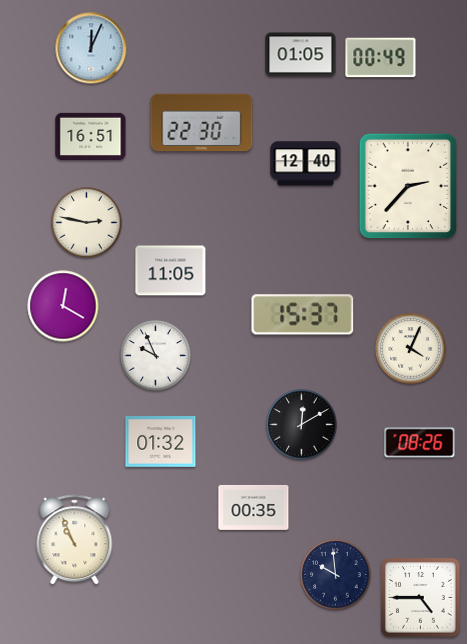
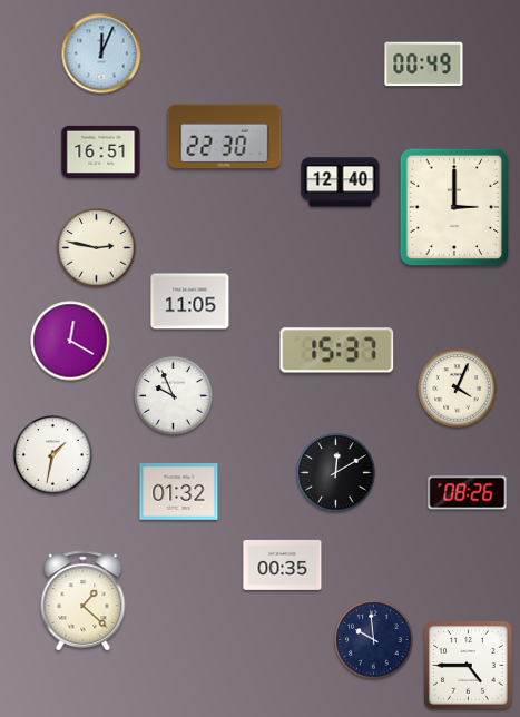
clock at (301, 55): 01:05 -> none
clock at (408, 186): 2:37 -> 3:00
clock at (53, 455): none -> 1:32
clock at (75, 540): 10:56 -> 1:22
